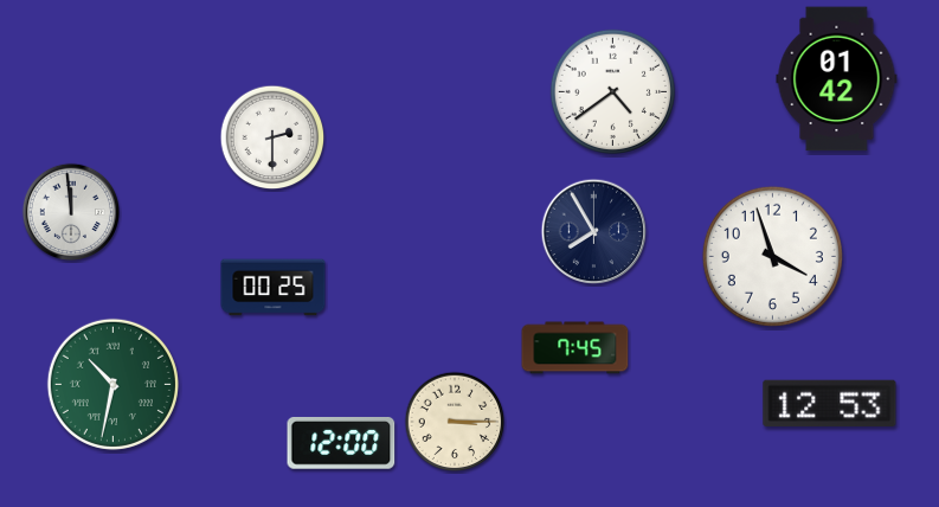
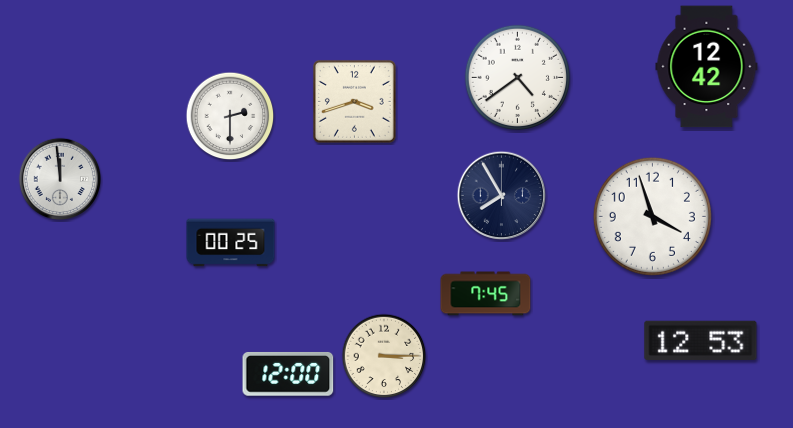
clock at (837, 79): 01:42 -> 12:42
clock at (354, 101): none -> 3:42
clock at (112, 384): 10:32 -> none
